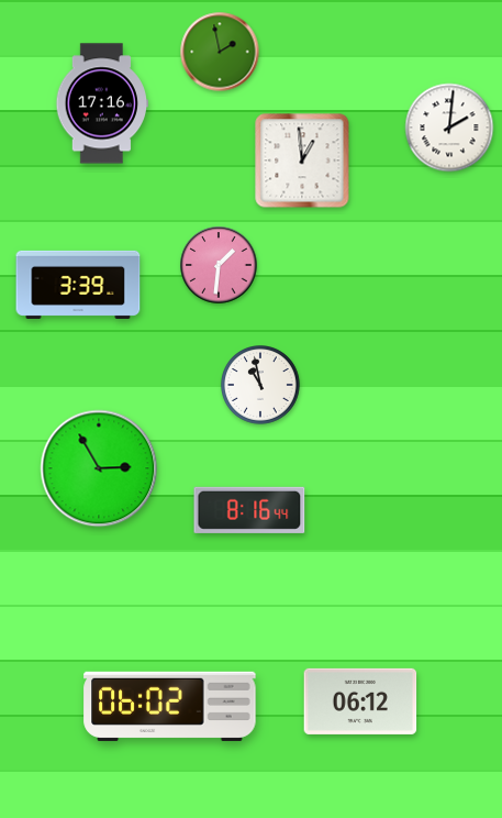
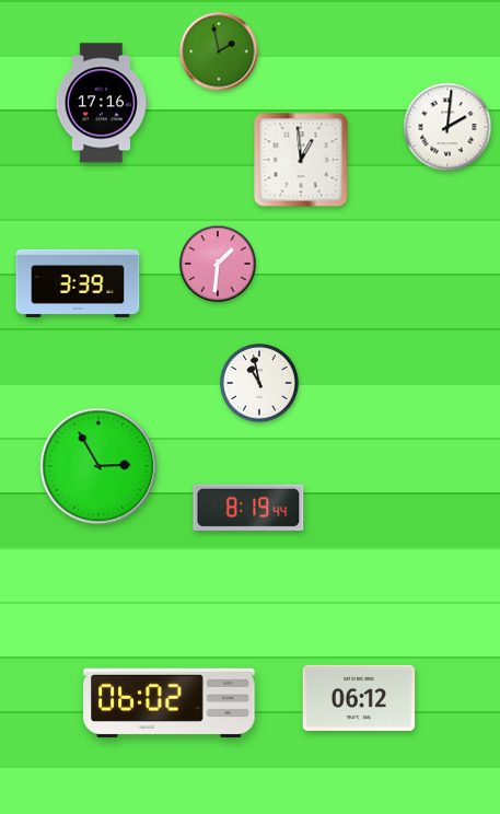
clock at (249, 510): 8:16 -> 8:19
